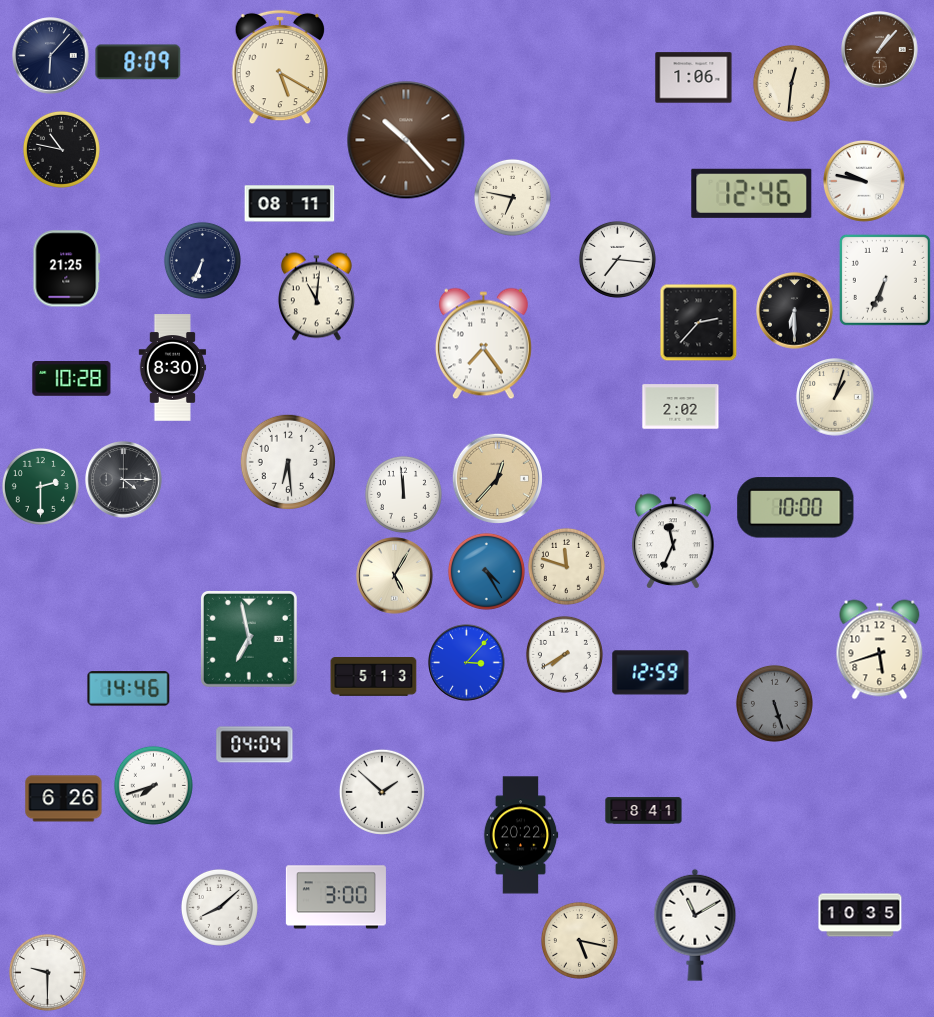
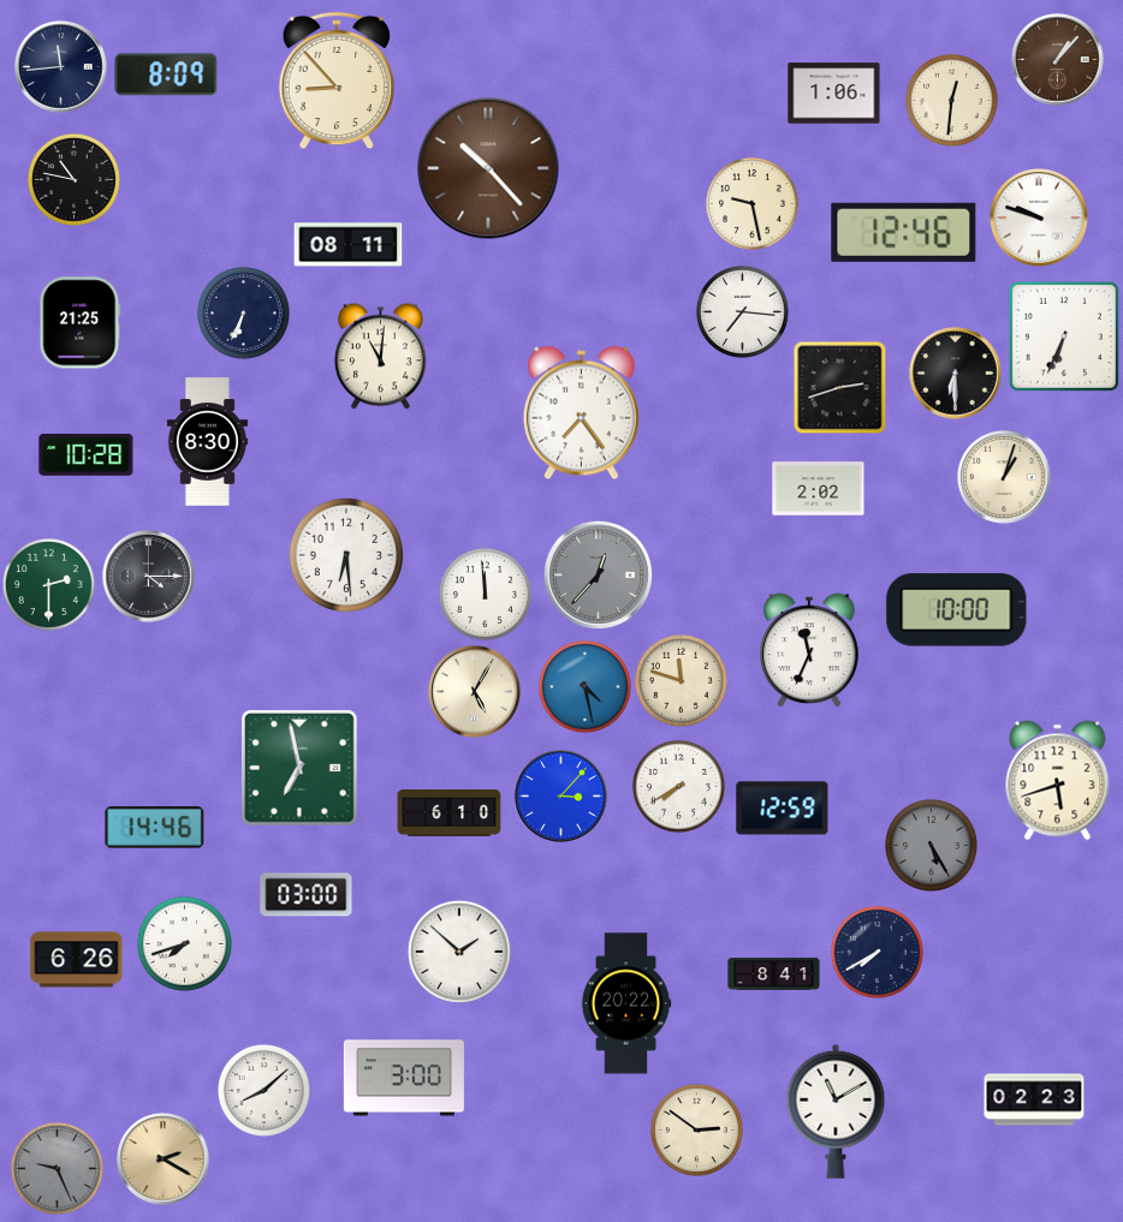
clock at (51, 56): 6:07 -> 11:44
clock at (279, 67): 5:20 -> 8:53
clock at (751, 203): none -> 9:28
clock at (864, 181): 9:47 -> 9:48
clock at (512, 197): 6:47 -> none
clock at (698, 322): 2:37 -> 2:42
clock at (497, 478) dial: champagne -> grey
clock at (486, 571): 4:25 -> 4:28
clock at (374, 677): 5:13 -> 6:10
clock at (774, 703): 5:27 -> 5:25
clock at (255, 745): 04:04 -> 03:00
clock at (877, 952): none -> 7:40
clock at (860, 915): 10:35 -> 02:23
clock at (579, 940): 5:17 -> 2:51
clock at (164, 1160): none -> 2:20
clock at (47, 972): 9:30 -> 9:26
clock at (47, 972) dial: white -> grey
